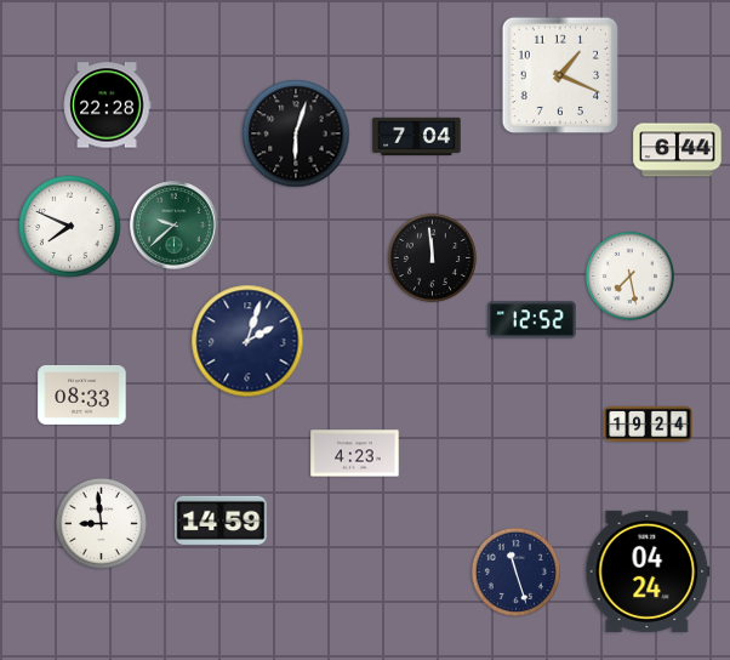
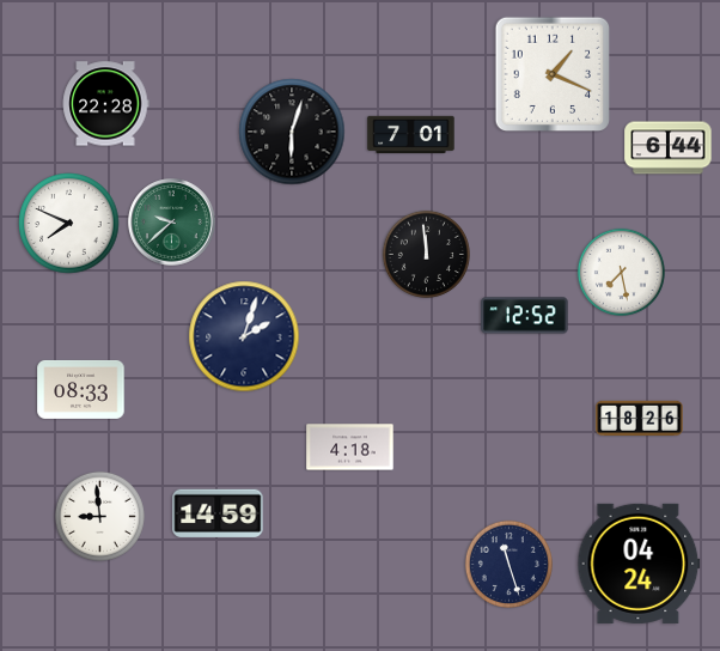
clock at (417, 137): 7:04 -> 7:01
clock at (649, 423): 19:24 -> 18:26
clock at (355, 454): 4:23 -> 4:18
